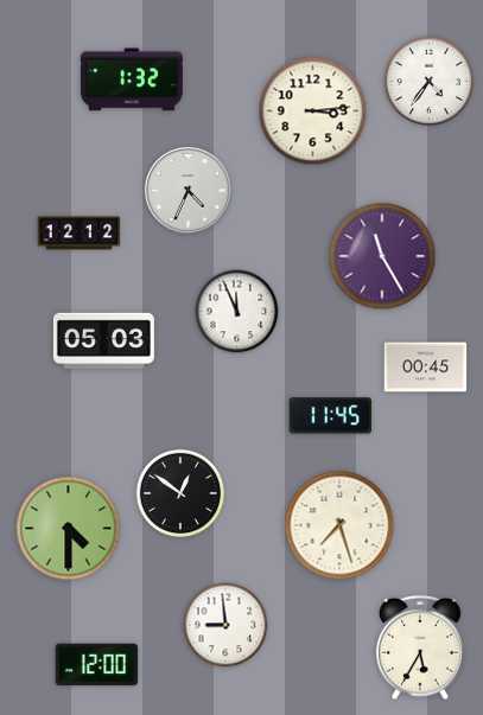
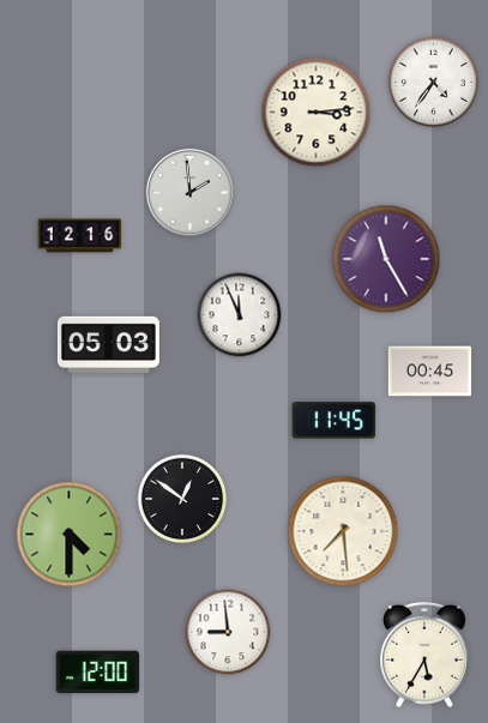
clock at (132, 79): 1:32 -> none
clock at (188, 190): 4:34 -> 1:59
clock at (80, 234): 12:12 -> 12:16
clock at (103, 340) position: (103, 340) -> (108, 344)
clock at (339, 525): 7:27 -> 7:29
